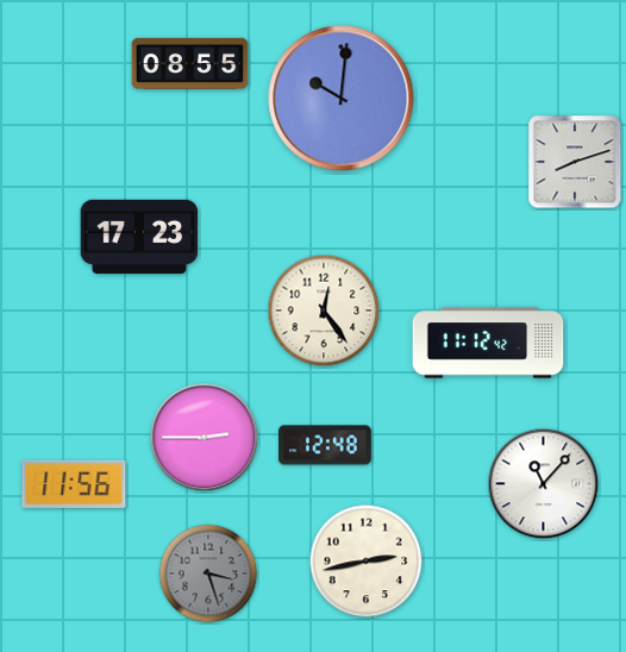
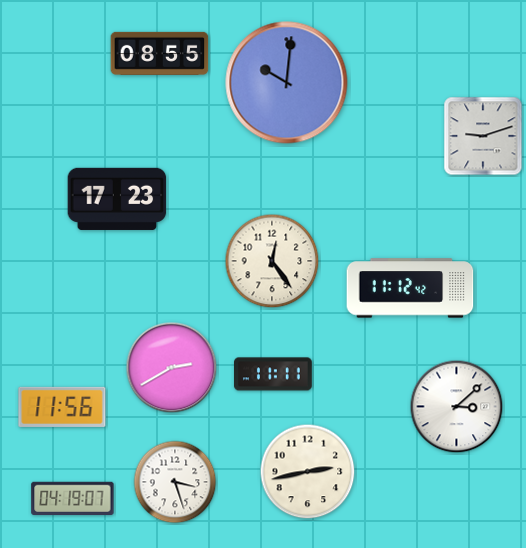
clock at (575, 162): 8:12 -> 9:12
clock at (205, 438): 2:45 -> 2:40
clock at (326, 445): 12:48 -> 11:11
clock at (544, 484): 11:07 -> 3:08
clock at (208, 573) dial: grey -> white
clock at (73, 498): none -> 04:19
